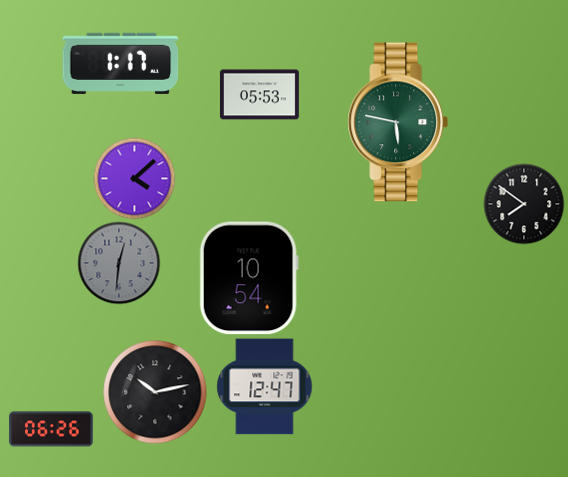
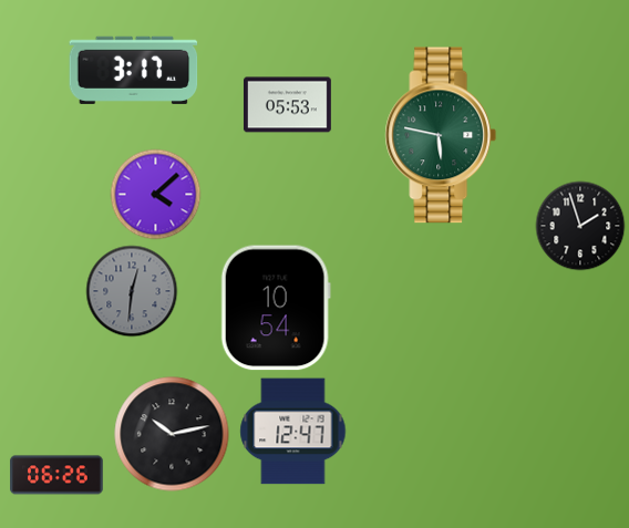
clock at (121, 63): 1:17 -> 3:17
clock at (134, 178) position: (134, 178) -> (155, 194)
clock at (524, 204): 7:51 -> 1:57
clock at (265, 387) position: (265, 387) -> (293, 432)
